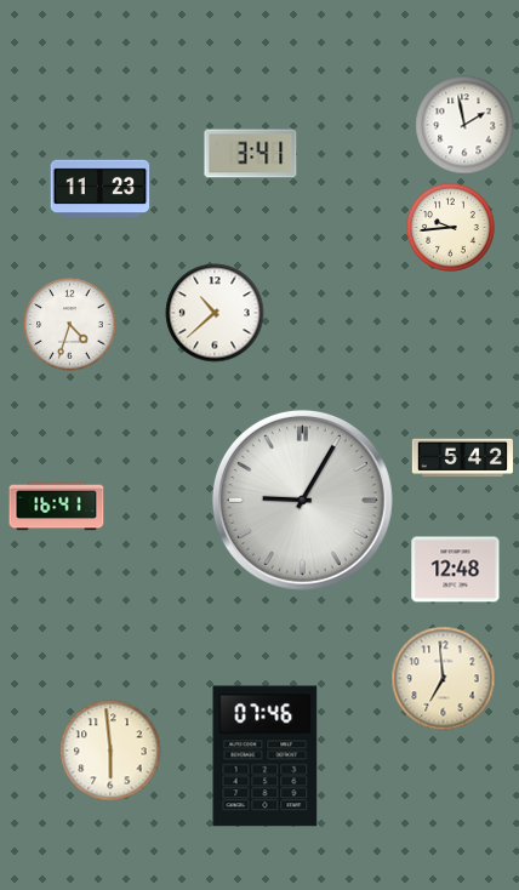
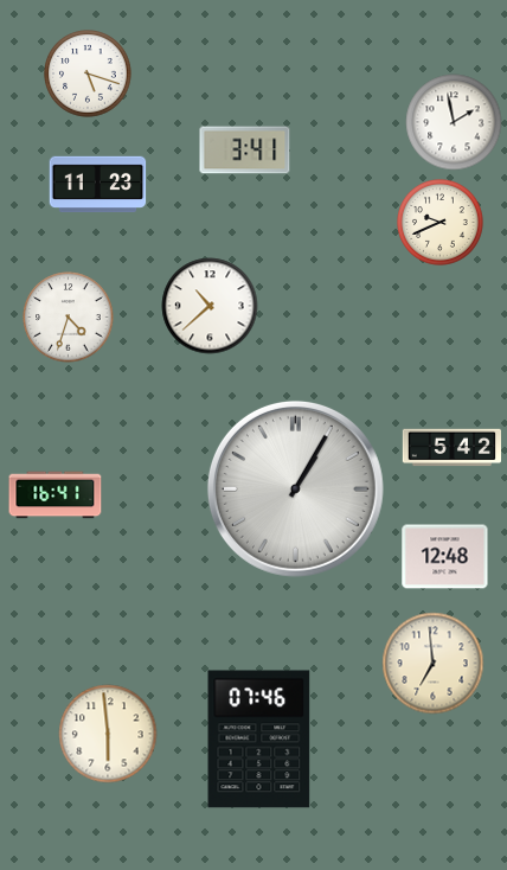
clock at (88, 73): none -> 5:18
clock at (451, 228): 9:44 -> 9:41
clock at (302, 500): 9:05 -> 1:05
